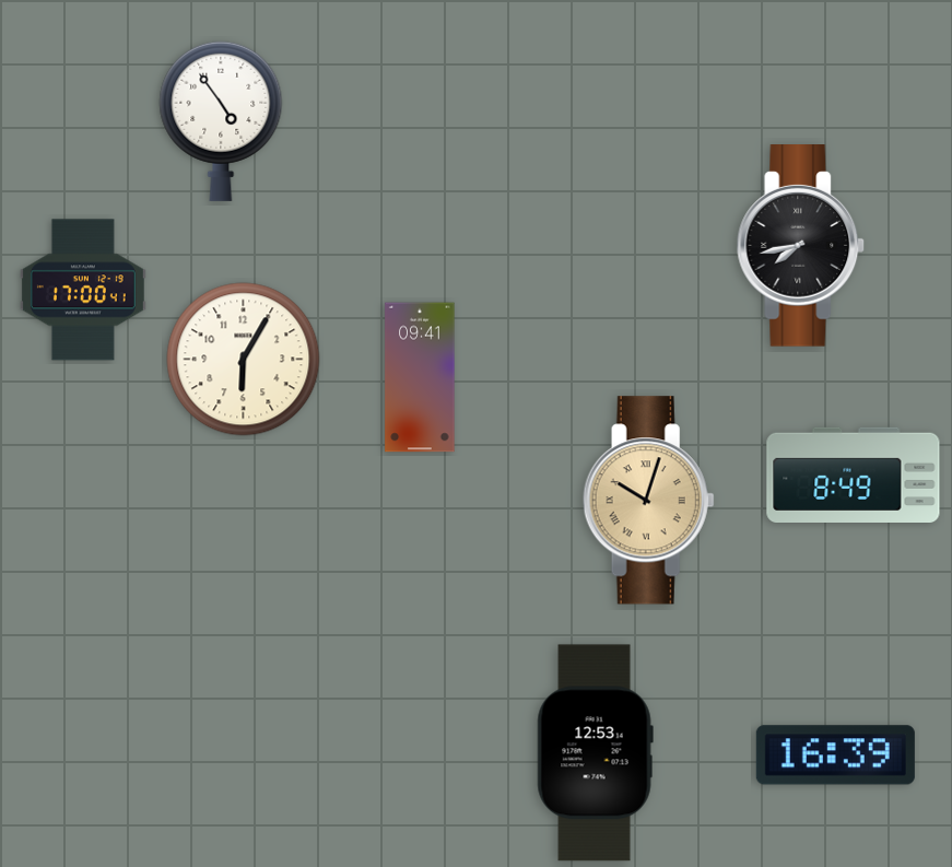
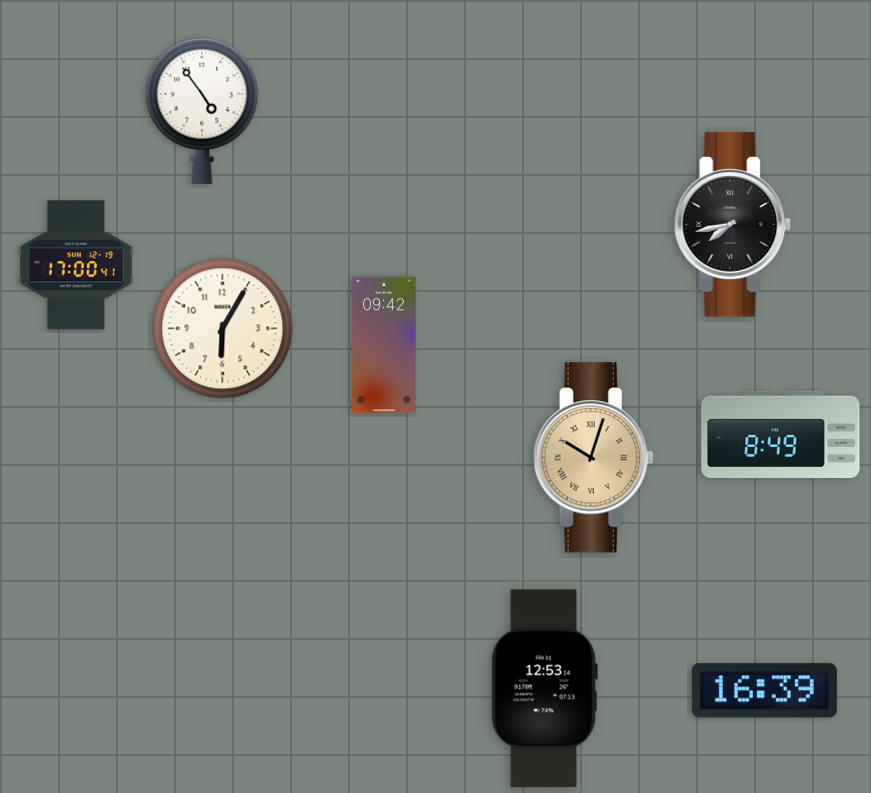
clock at (420, 377): 09:41 -> 09:42
